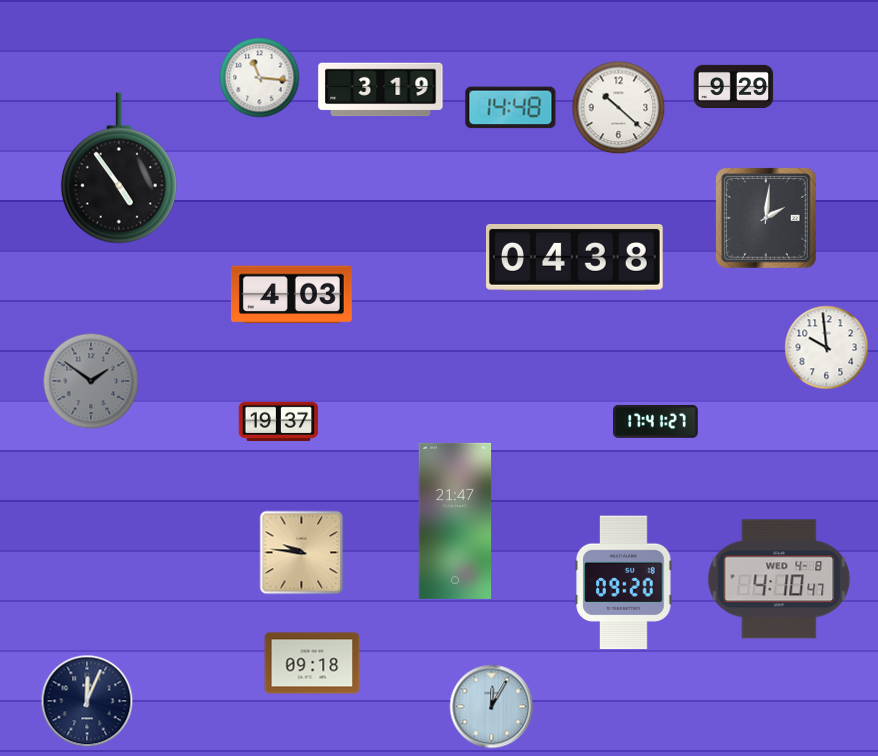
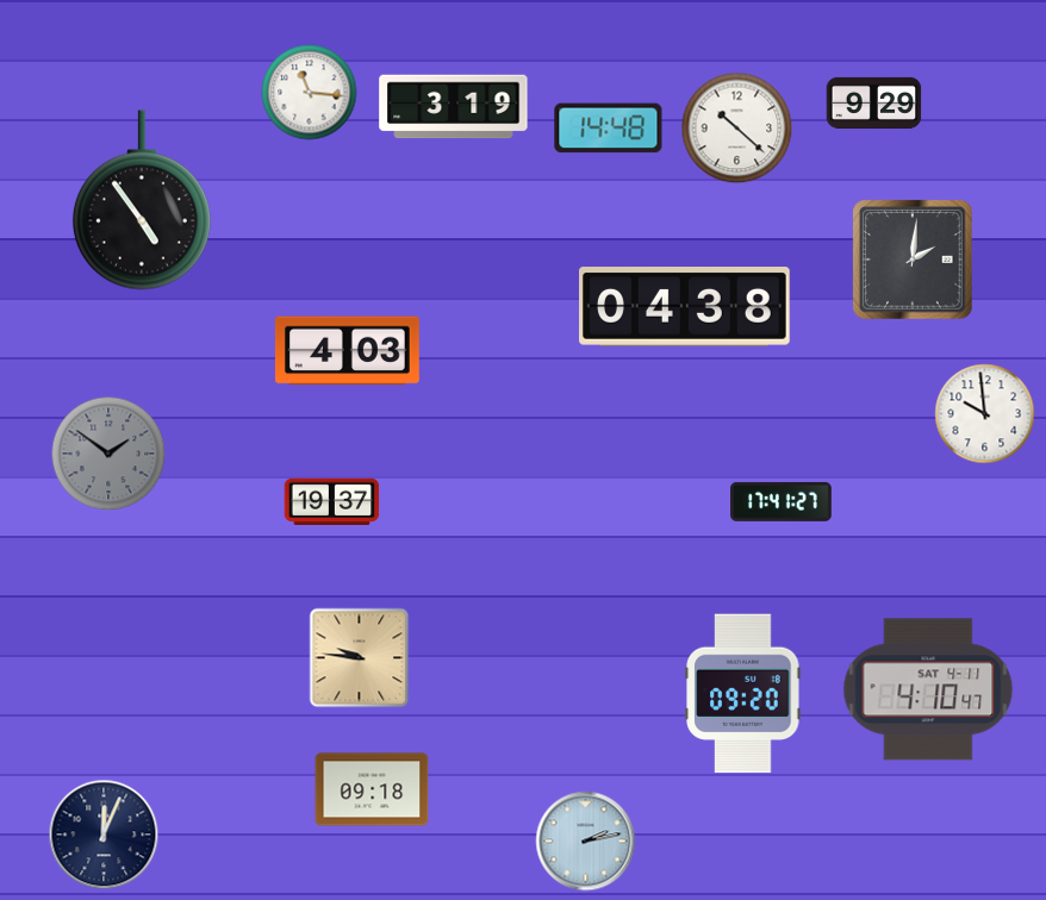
clock at (455, 521): 21:47 -> none
clock at (779, 579) date: WED 4-8 -> SAT 4-11
clock at (492, 707): 12:05 -> 2:13
